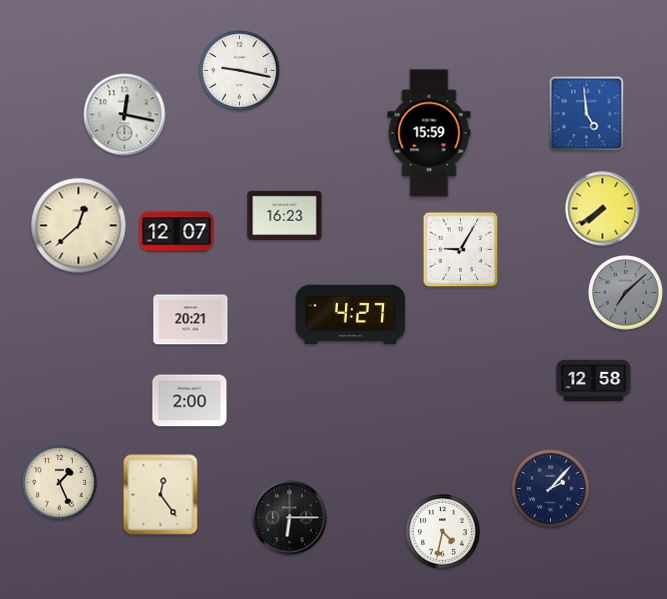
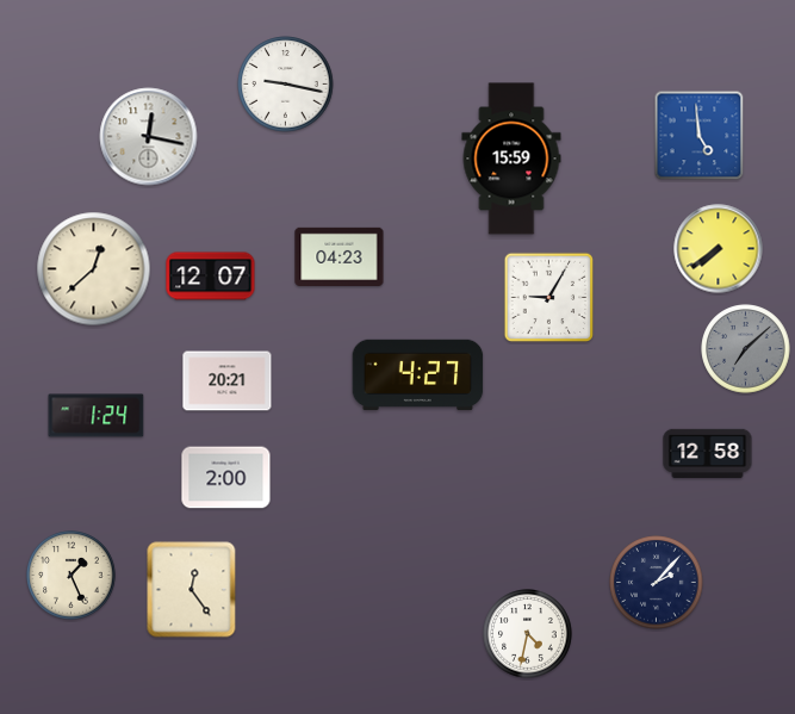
clock at (285, 215): 16:23 -> 04:23
clock at (97, 416): none -> 1:24
clock at (290, 518): 6:15 -> none
